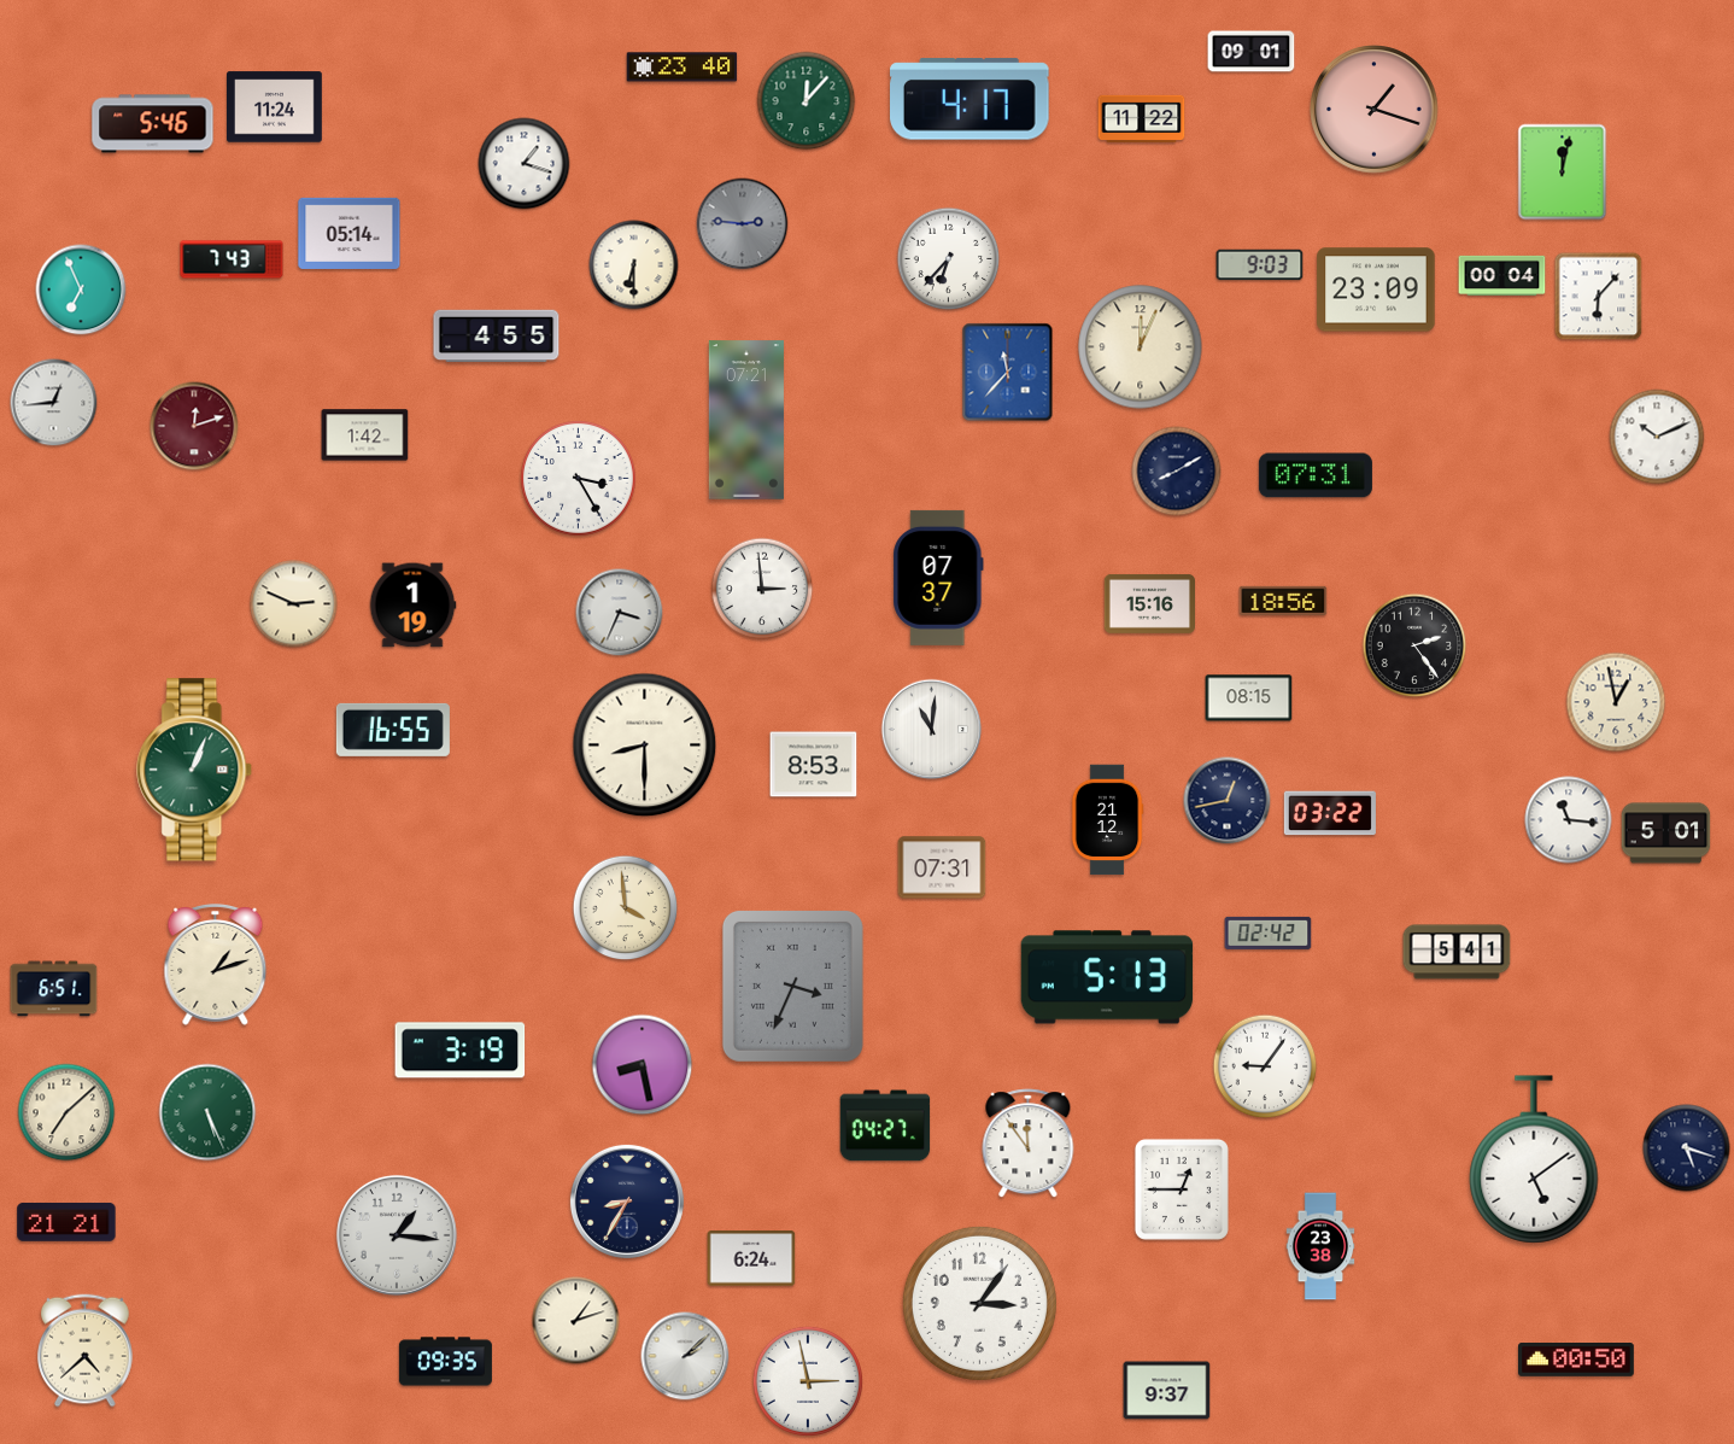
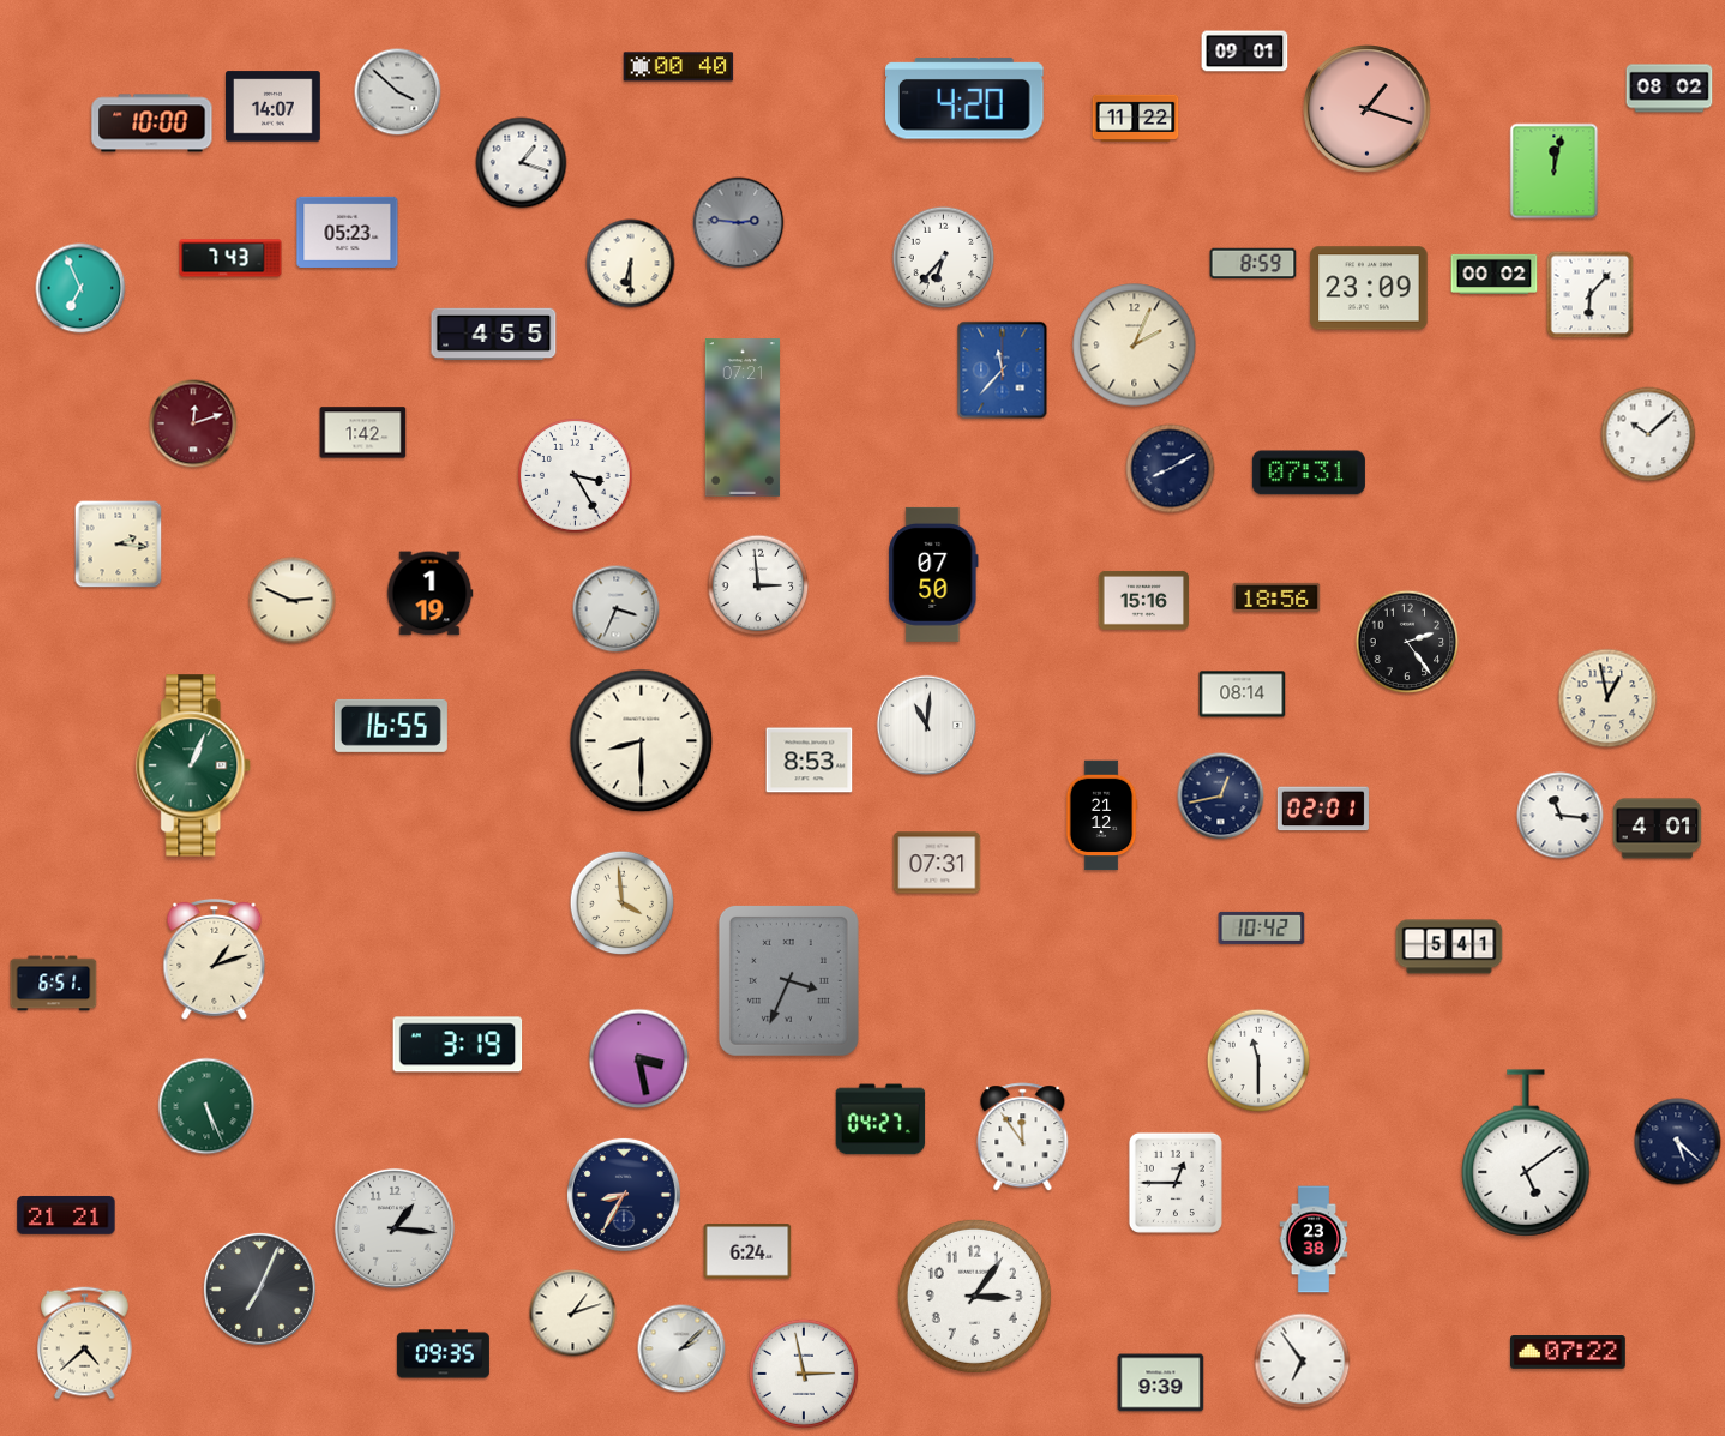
clock at (683, 68): 23:40 -> 00:40
clock at (1670, 89): none -> 08:02
clock at (398, 92): none -> 3:52
clock at (969, 99): 4:17 -> 4:20
clock at (807, 101): 12:07 -> none
clock at (275, 107): 11:24 -> 14:07
clock at (153, 124): 5:46 -> 10:00
clock at (350, 233): 05:14 -> 05:23
clock at (1260, 265): 9:03 -> 8:59
clock at (1502, 275): 00:04 -> 00:02
clock at (1141, 347): 12:04 -> 2:04
clock at (54, 403): 12:44 -> none
clock at (1657, 437): 10:11 -> 10:08
clock at (119, 545): none -> 2:16
clock at (938, 578): 07:37 -> 07:50
clock at (412, 606) position: (412, 606) -> (429, 594)
clock at (1249, 698): 08:15 -> 08:14
clock at (1330, 813): 03:22 -> 02:01
clock at (1666, 834): 5:01 -> 4:01
clock at (1269, 933): 02:42 -> 10:42
clock at (1107, 977): 5:13 -> none
clock at (643, 1065): 8:28 -> 3:28
clock at (1265, 1066): 9:06 -> 11:30
clock at (66, 1112): 7:08 -> none
clock at (1687, 1148): 5:18 -> 5:22
clock at (259, 1288): none -> 7:04
clock at (1577, 1361): 00:50 -> 07:22
clock at (1303, 1362): none -> 6:54
clock at (1167, 1391): 9:37 -> 9:39
